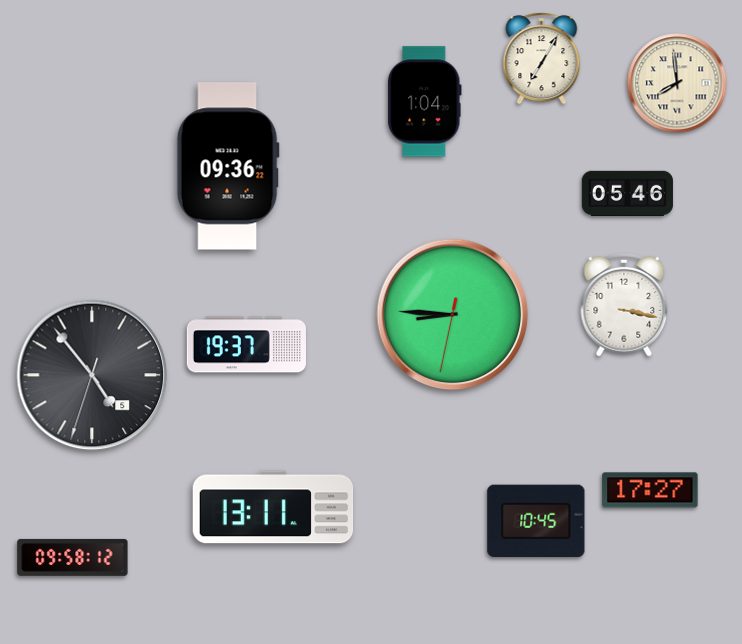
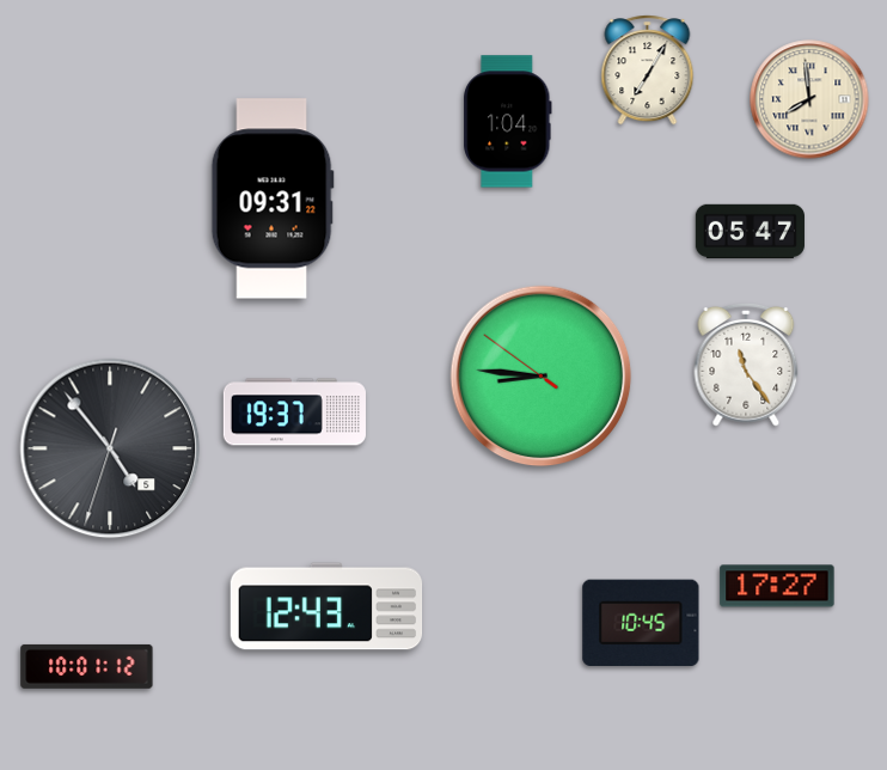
clock at (228, 166): 09:36 -> 09:31
clock at (627, 193): 05:46 -> 05:47
clock at (624, 306): 3:17 -> 11:24
clock at (453, 315): 8:45:32 -> 8:45:51
clock at (273, 507): 13:11 -> 12:43
clock at (73, 557): 09:58 -> 10:01
